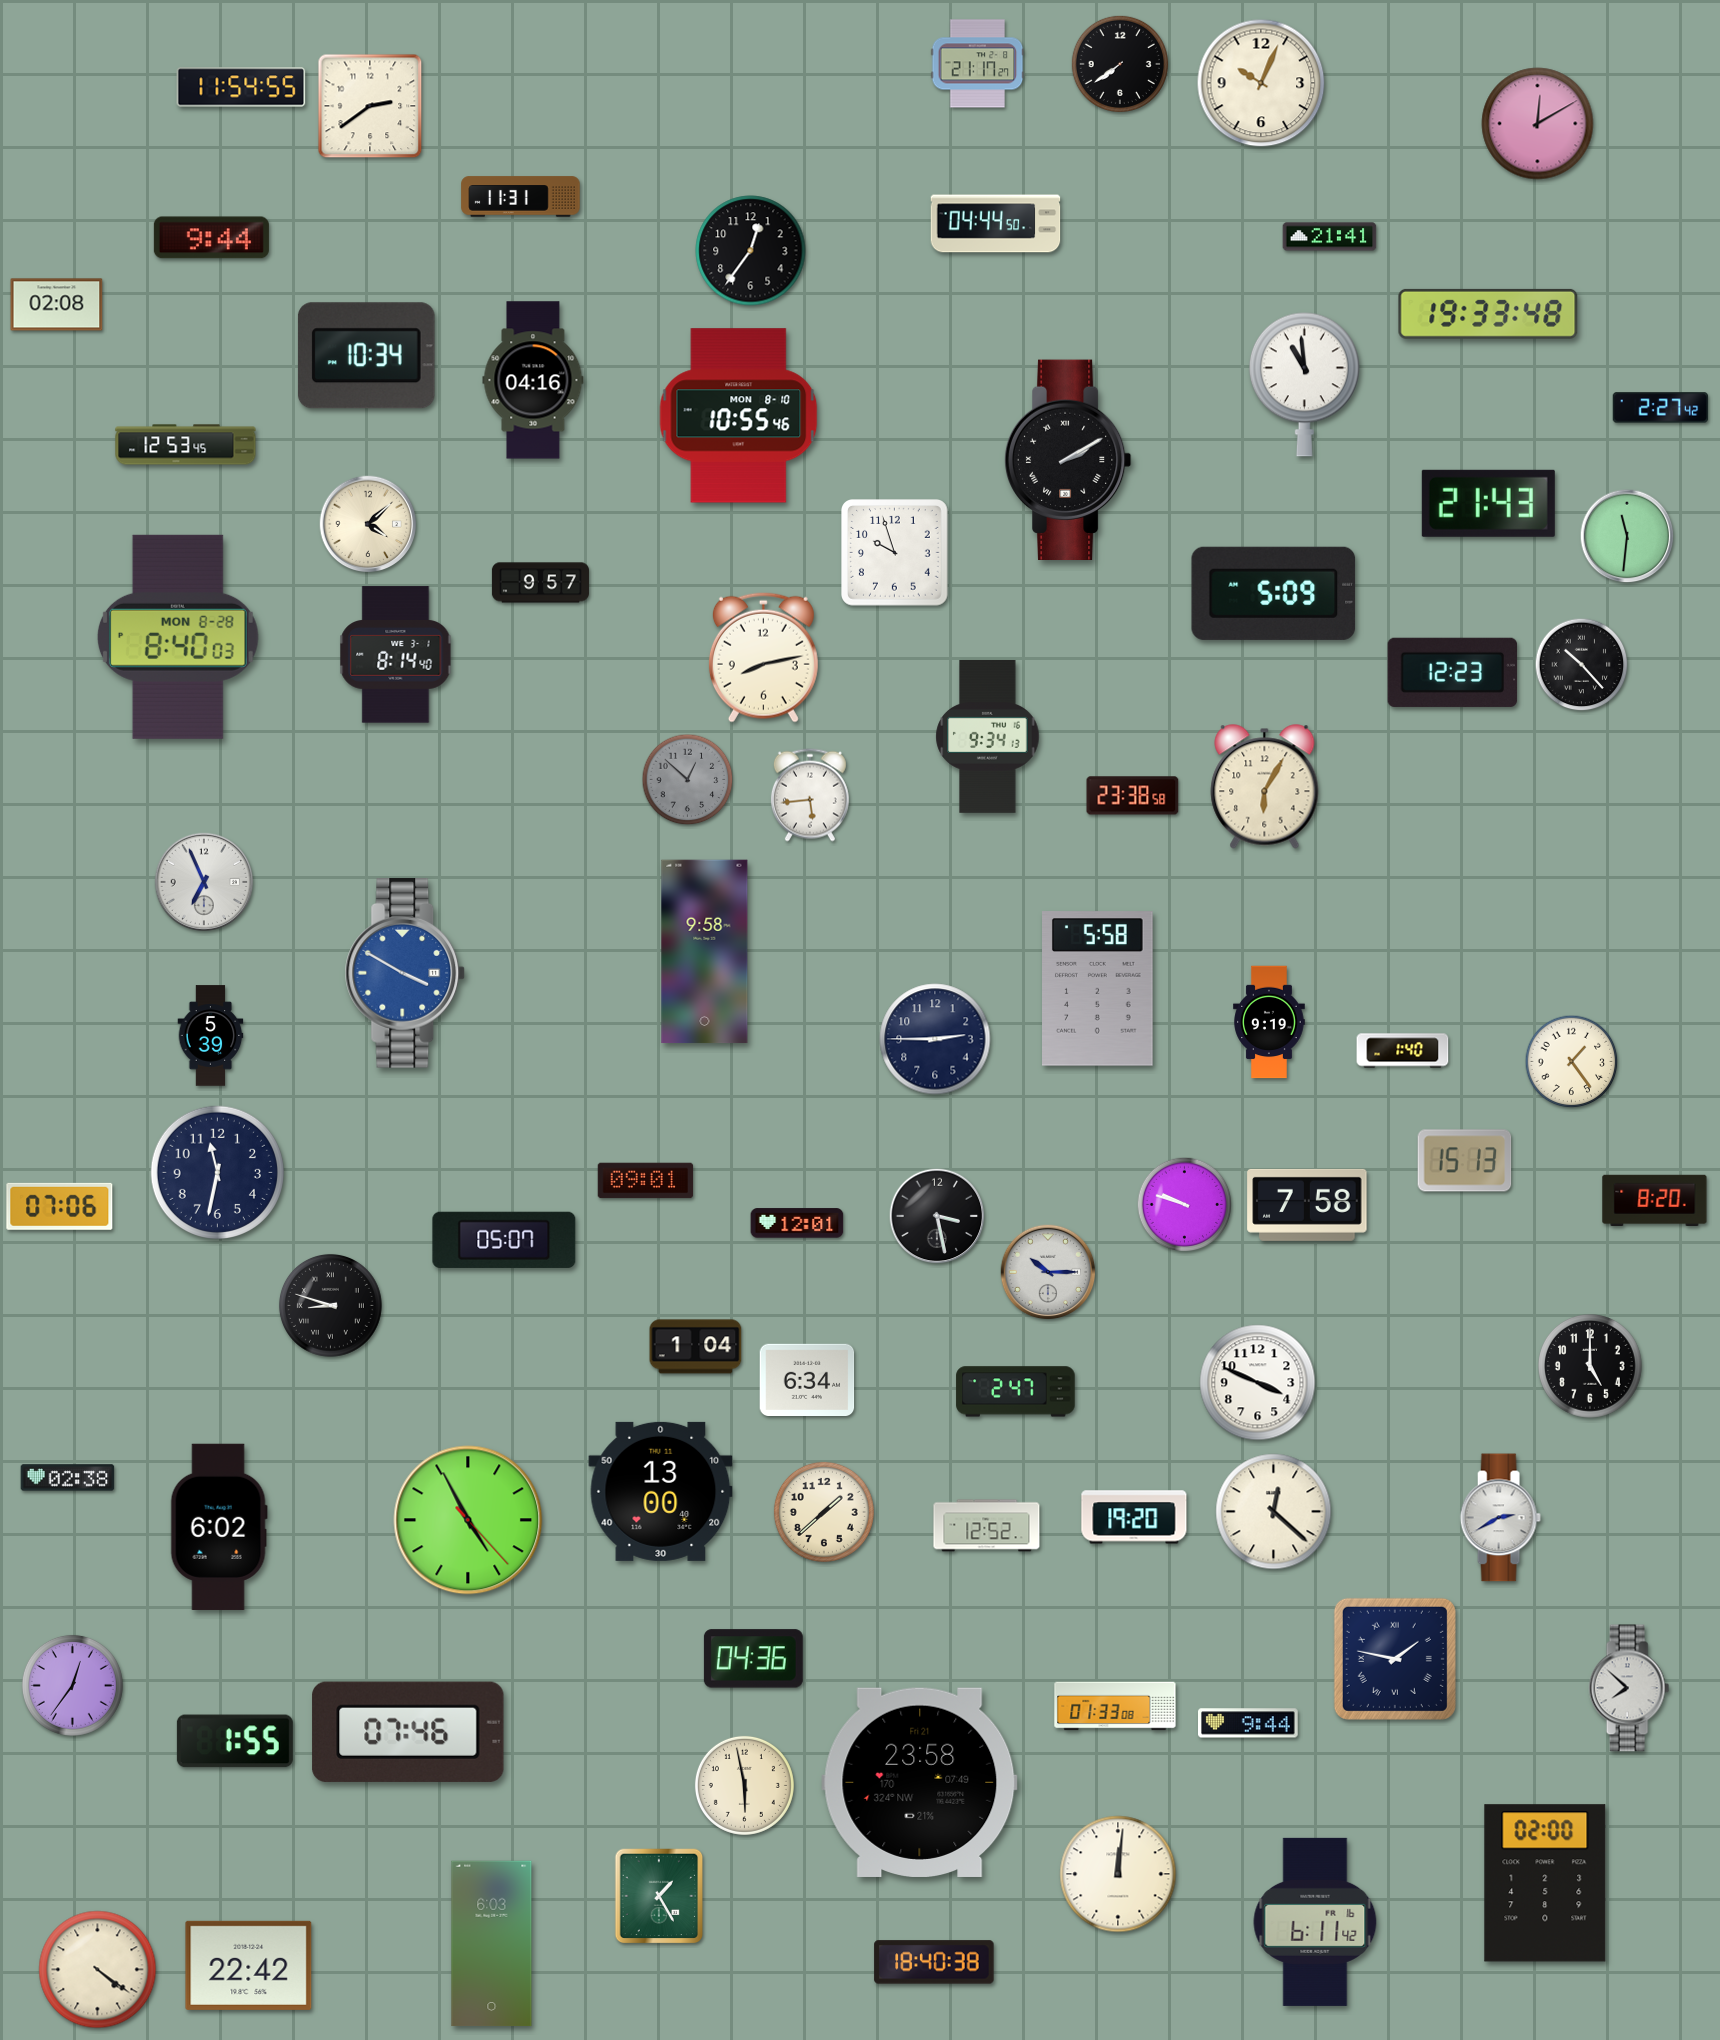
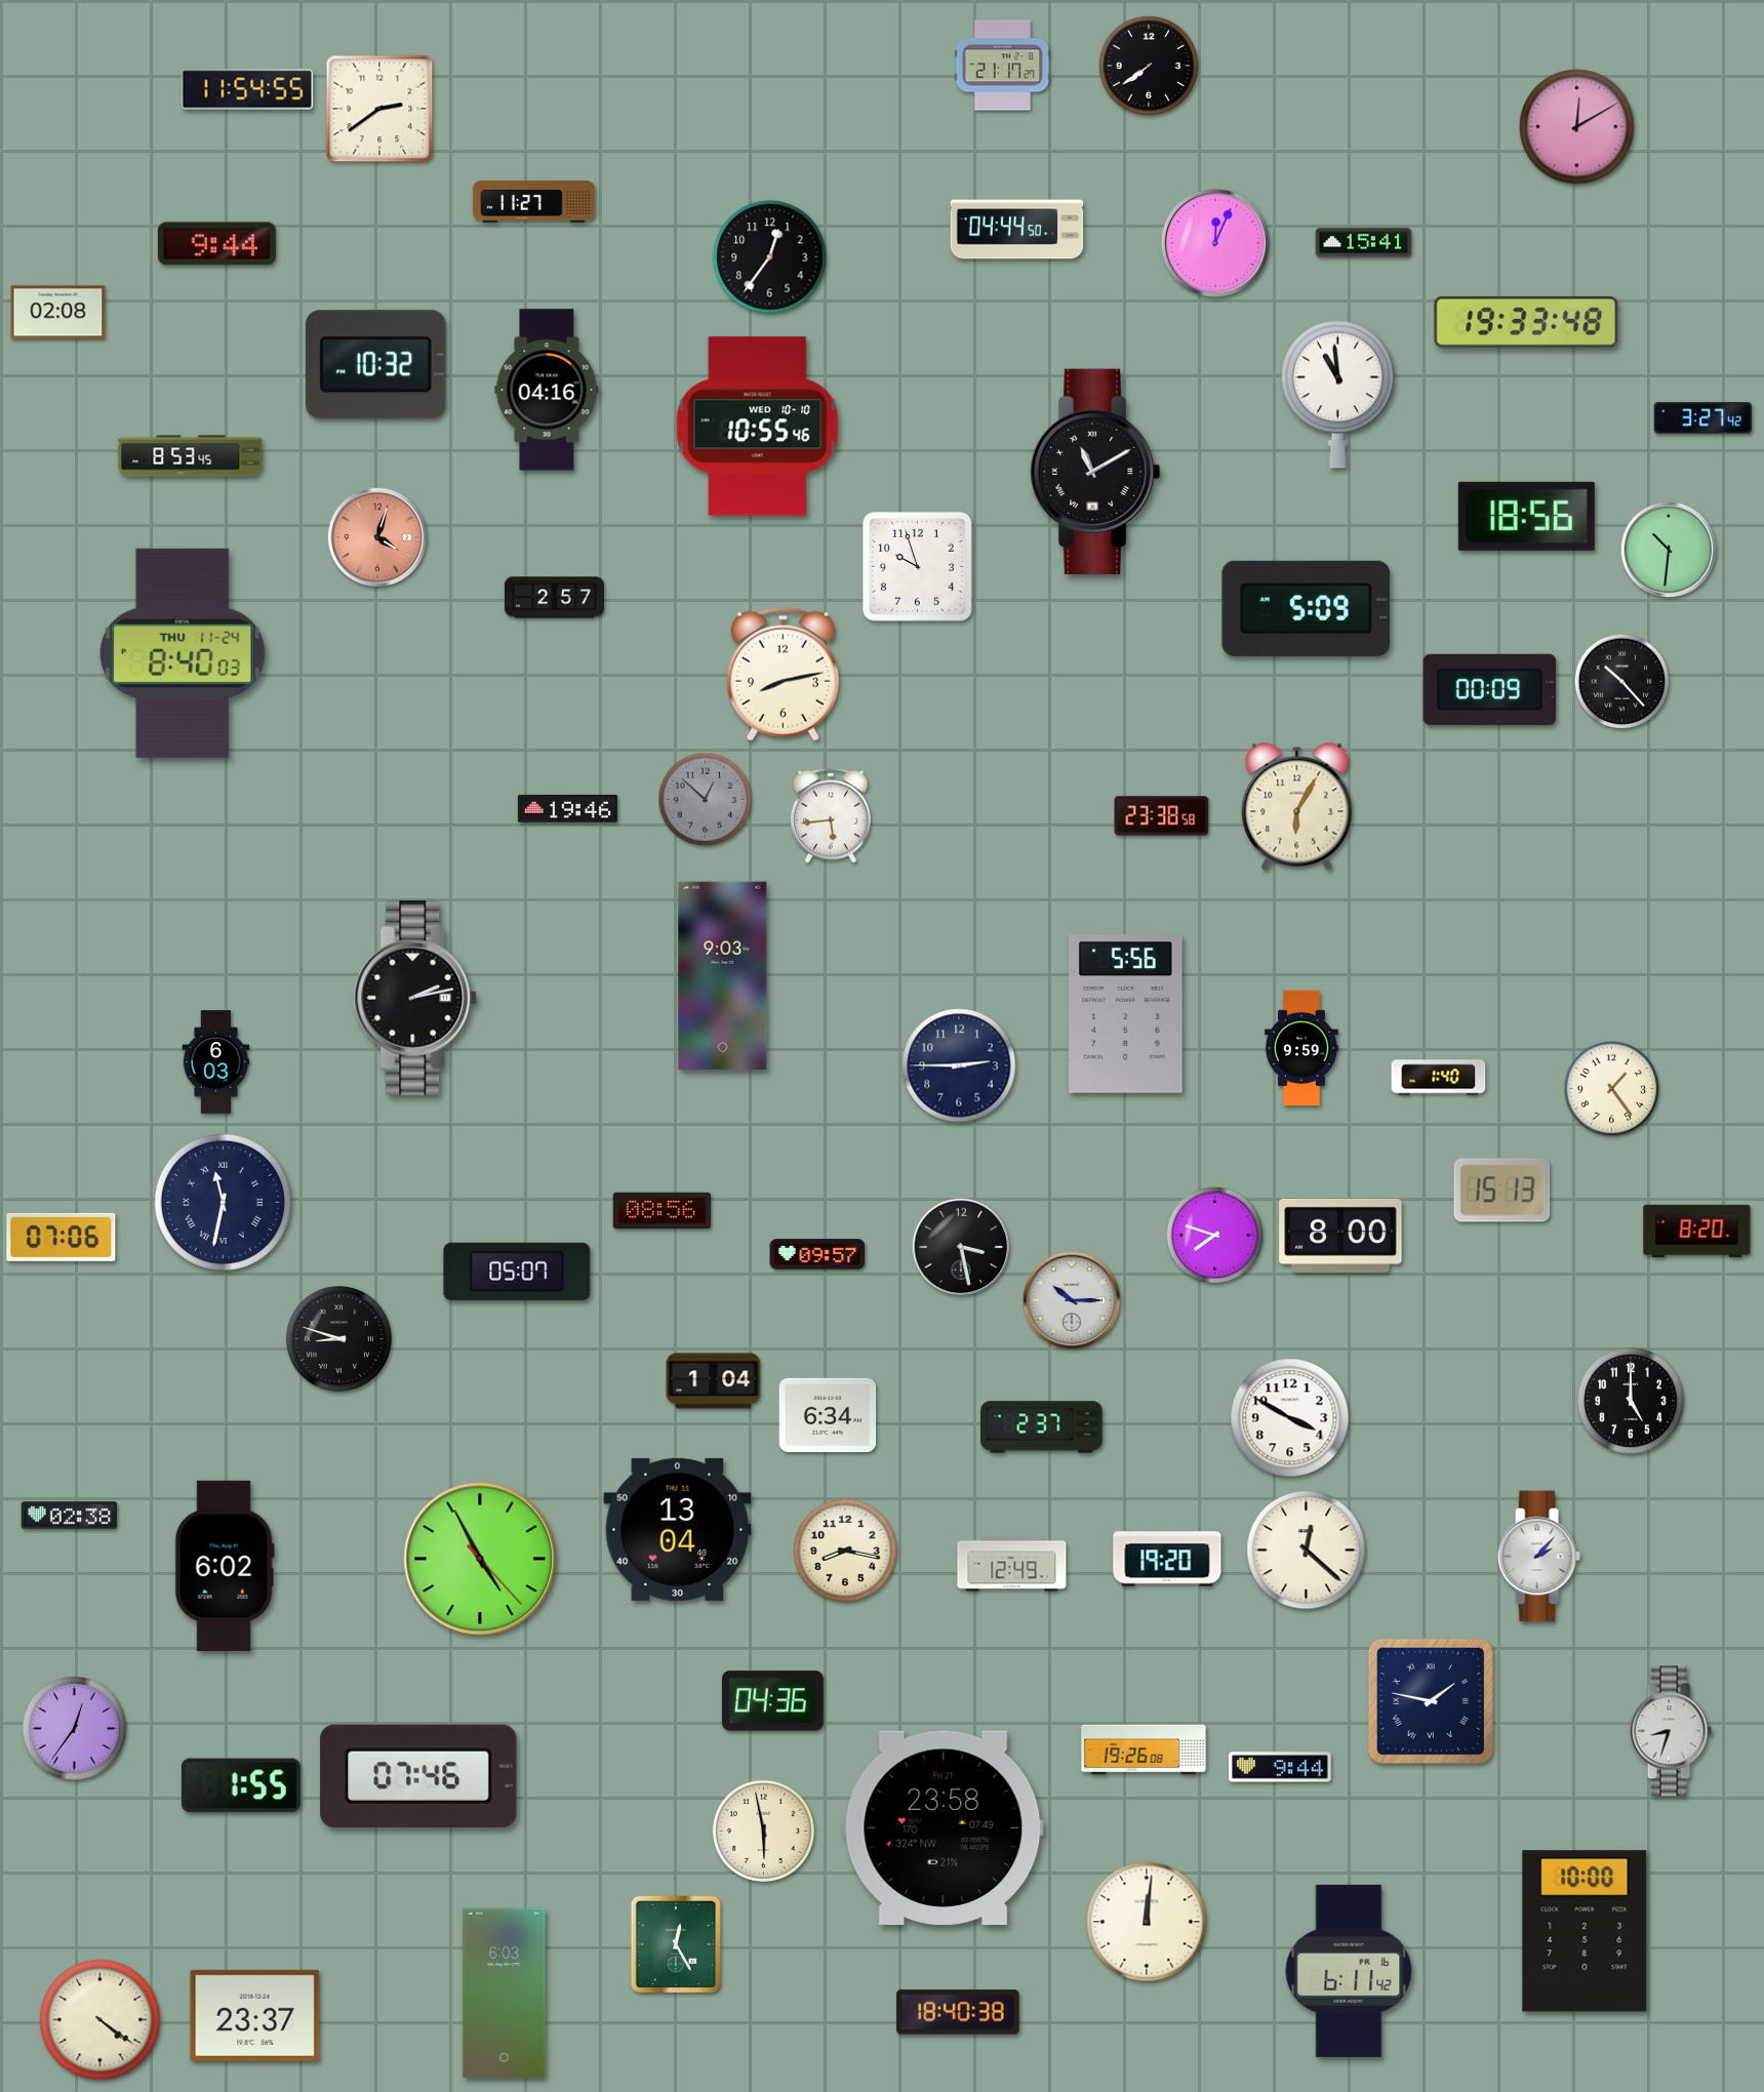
clock at (1261, 83): 10:04 -> none
clock at (521, 197): 11:31 -> 11:27
clock at (996, 224) position: (996, 224) -> (1017, 230)
clock at (1215, 243): none -> 12:04
clock at (1330, 237): 21:41 -> 15:41
clock at (366, 356): 10:34 -> 10:32
clock at (1661, 408): 2:27 -> 3:27
clock at (739, 416) date: MON 8-10 -> WED 10-10
clock at (186, 445): 12:53 -> 8:53
clock at (1068, 459): 2:10 -> 11:10
clock at (1488, 503): 21:43 -> 18:56
clock at (368, 524): 4:08 -> 4:03
clock at (368, 524) dial: cream -> salmon
clock at (1627, 536): 11:31 -> 10:31
clock at (540, 583): 9:57 -> 2:57
clock at (178, 637) date: MON 8-28 -> THU 11-24
clock at (396, 655): 8:14 -> none
clock at (1453, 672): 12:23 -> 00:09
clock at (988, 737): 9:34 -> none
clock at (567, 808): none -> 19:46
clock at (204, 882): 6:56 -> none
clock at (705, 952): 9:58 -> 9:03
clock at (405, 974): 3:50 -> 2:13
clock at (405, 974) dial: blue -> black
clock at (1098, 989): 5:58 -> 5:56
clock at (1269, 1022): 9:19 -> 9:59
clock at (211, 1036): 5:39 -> 6:03
clock at (217, 1172) numerals: Arabic -> Roman
clock at (646, 1181): 09:01 -> 08:56
clock at (1185, 1205): 9:48 -> 7:48
clock at (1307, 1205): 7:58 -> 8:00
clock at (797, 1223): 12:01 -> 09:57
clock at (1048, 1272) position: (1048, 1272) -> (1072, 1300)
clock at (1258, 1383): 3:49 -> 3:50
clock at (1016, 1392): 2:47 -> 2:37
clock at (661, 1491): 13:00 -> 13:04
clock at (824, 1512): 1:38 -> 8:17
clock at (1134, 1517) position: (1134, 1517) -> (1167, 1559)
clock at (1500, 1518): 2:40 -> 2:07
clock at (987, 1526): 12:52 -> 12:49
clock at (1629, 1688): 7:52 -> 8:33
clock at (1115, 1706): 01:33 -> 19:26
clock at (1545, 1883): 02:00 -> 10:00
clock at (659, 1896): 1:25 -> 12:25
clock at (249, 1965): 22:42 -> 23:37
